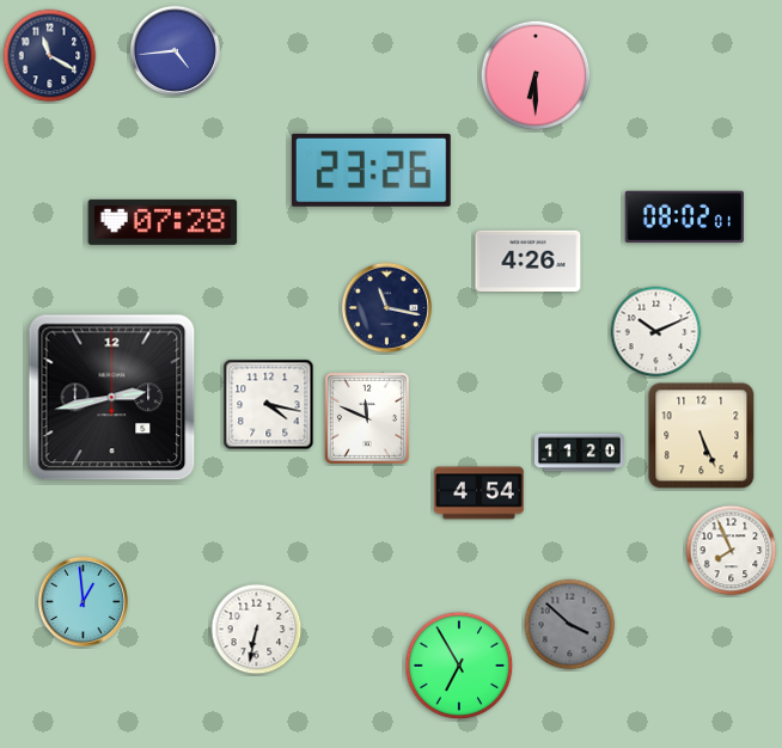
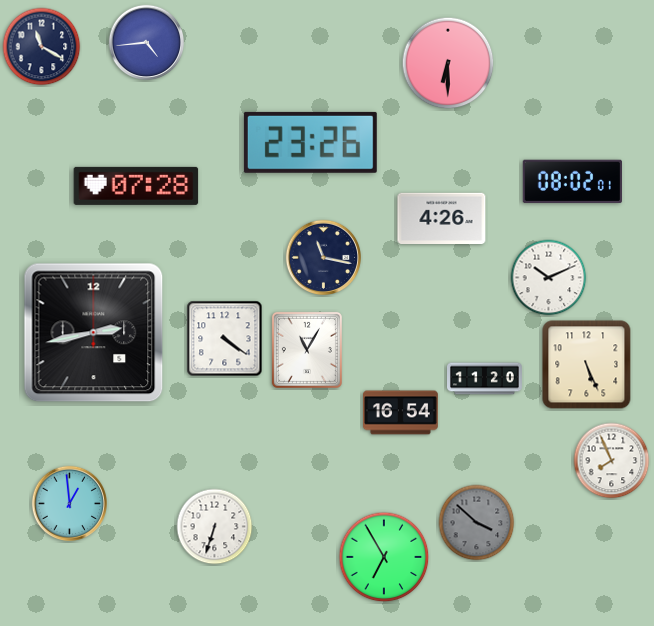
clock at (269, 405): 4:17 -> 4:21
clock at (367, 418): 11:49 -> 11:05
clock at (479, 493): 4:54 -> 16:54
clock at (257, 630): 6:32 -> 6:33
